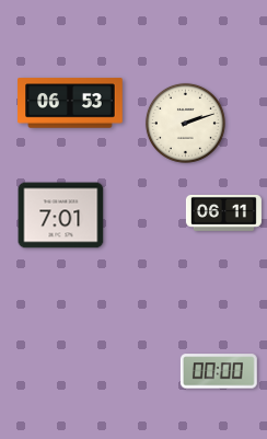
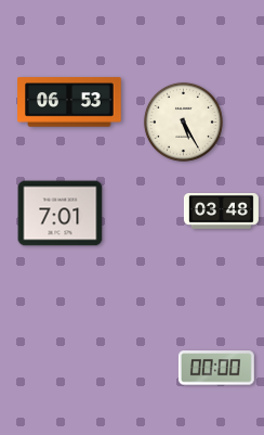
clock at (185, 123): 2:12 -> 5:25
clock at (223, 212): 06:11 -> 03:48
